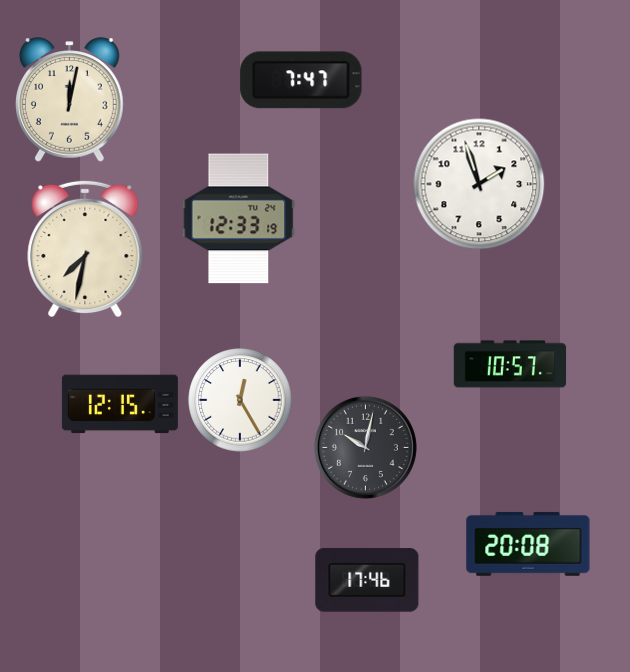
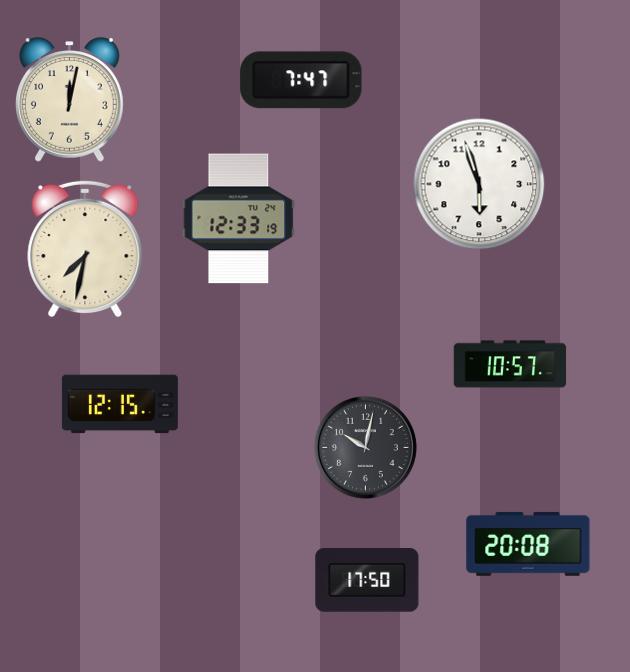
clock at (479, 184): 1:57 -> 5:57
clock at (240, 400): 12:25 -> none
clock at (367, 580): 17:46 -> 17:50
